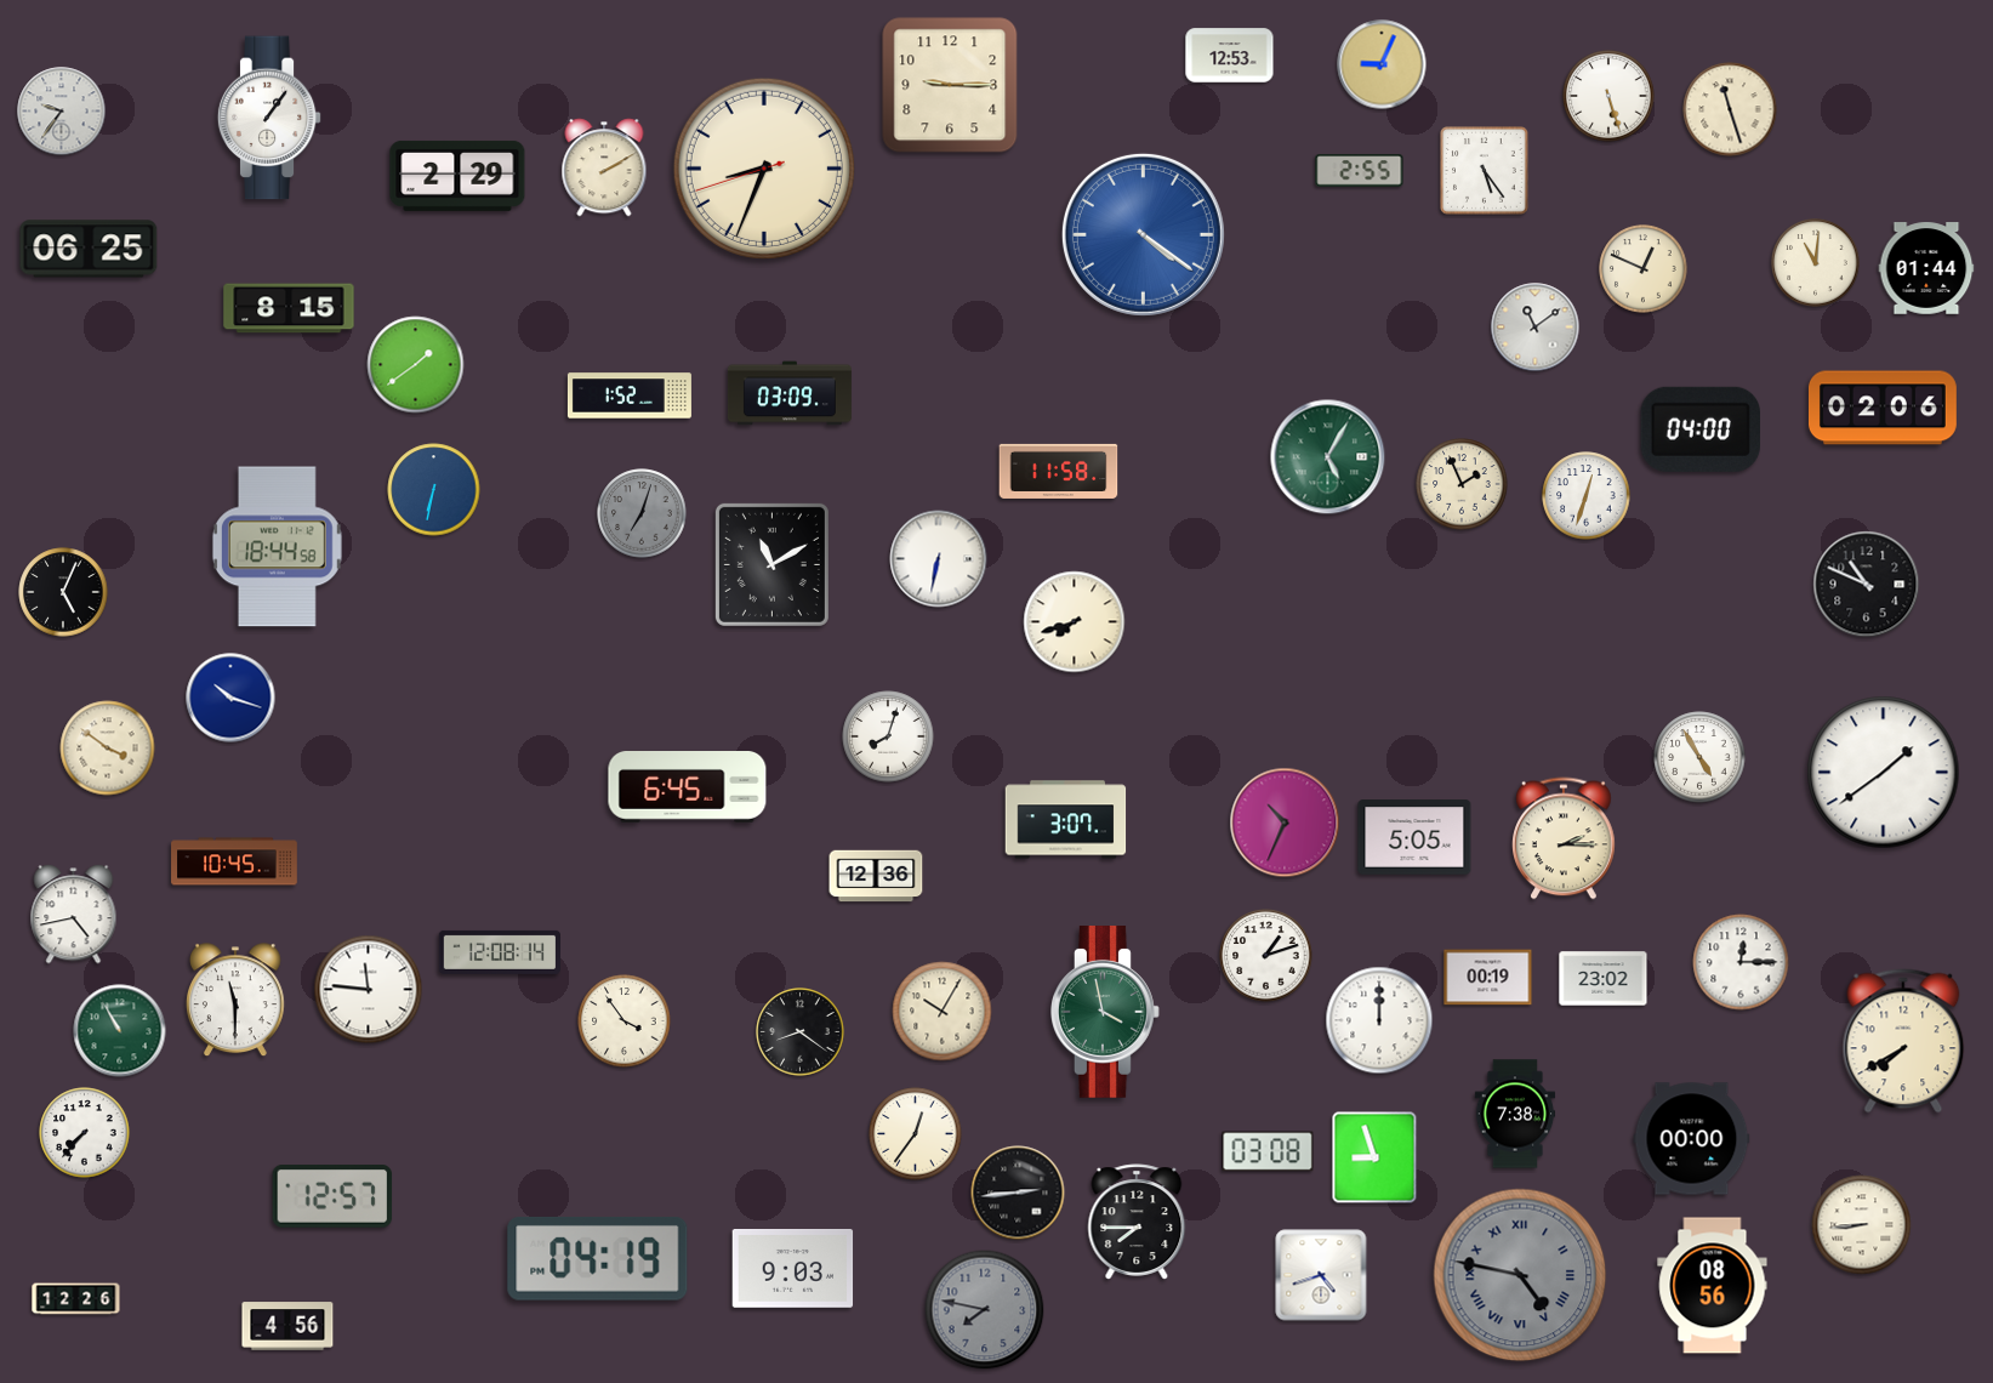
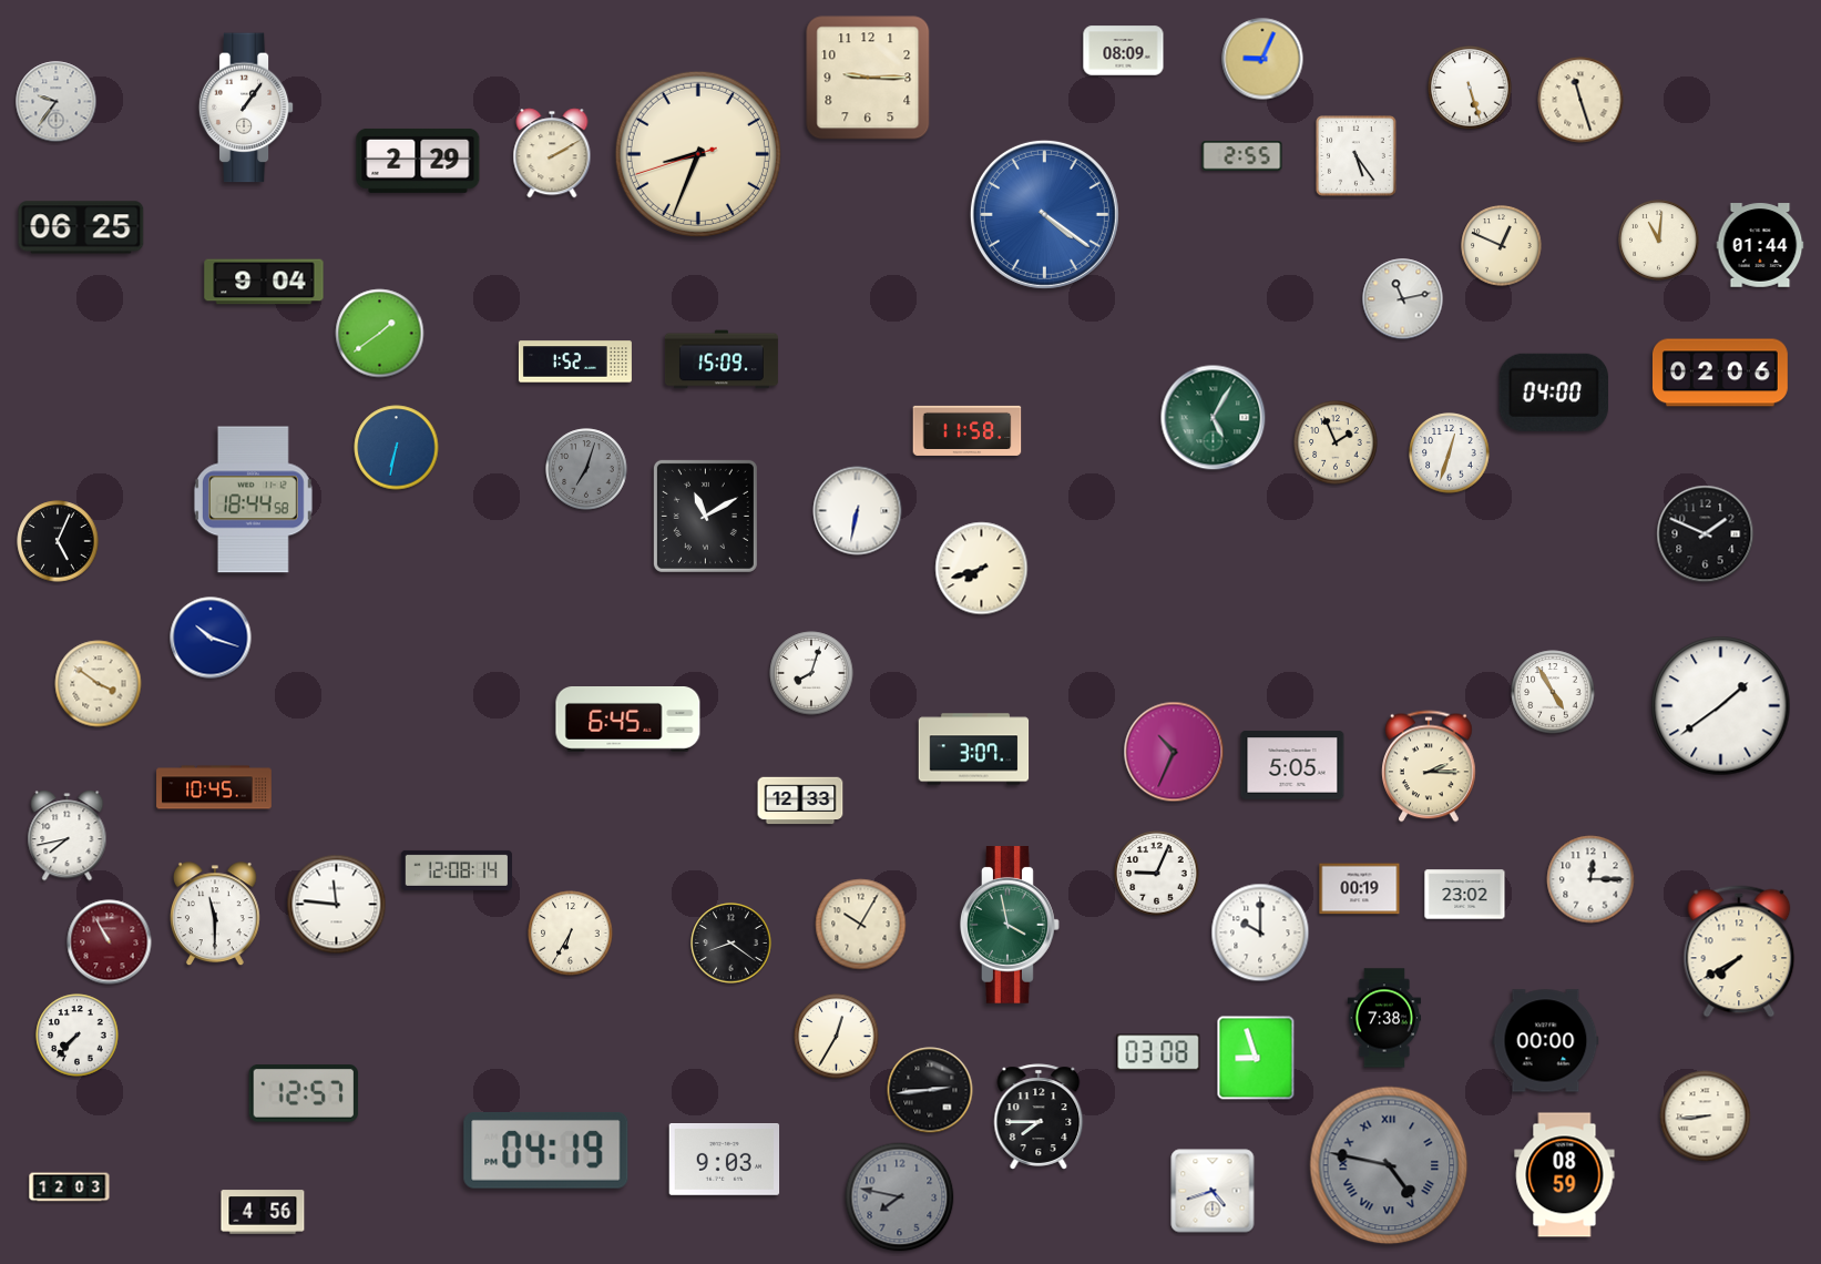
clock at (1230, 56): 12:53 -> 08:09
clock at (289, 308): 8:15 -> 9:04
clock at (1536, 328): 11:09 -> 11:13
clock at (790, 393): 03:09 -> 15:09
clock at (1867, 585): 10:49 -> 1:49
clock at (876, 876): 12:36 -> 12:33
clock at (74, 915): 4:43 -> 7:43
clock at (1266, 956): 1:12 -> 9:04
clock at (1488, 978) position: (1488, 978) -> (1360, 889)
clock at (1379, 1020): 12:00 -> 10:00
clock at (625, 1021): 3:54 -> 6:35
clock at (120, 1031) dial: green -> burgundy
clock at (916, 1134): 12:36 -> 12:35
clock at (1862, 1225) position: (1862, 1225) -> (1706, 1117)
clock at (1321, 1275) position: (1321, 1275) -> (1213, 1191)
clock at (1713, 1286): 08:56 -> 08:59
clock at (76, 1299): 12:26 -> 12:03
